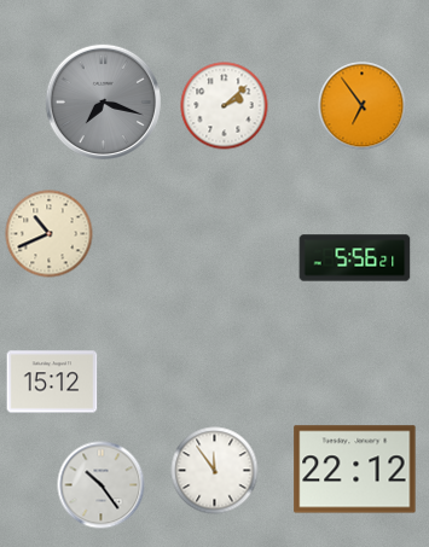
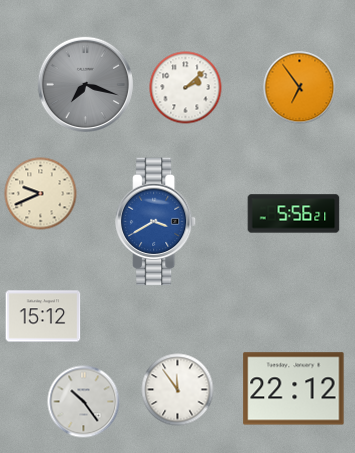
clock at (50, 234): 10:41 -> 9:41
clock at (157, 222): none -> 3:40
